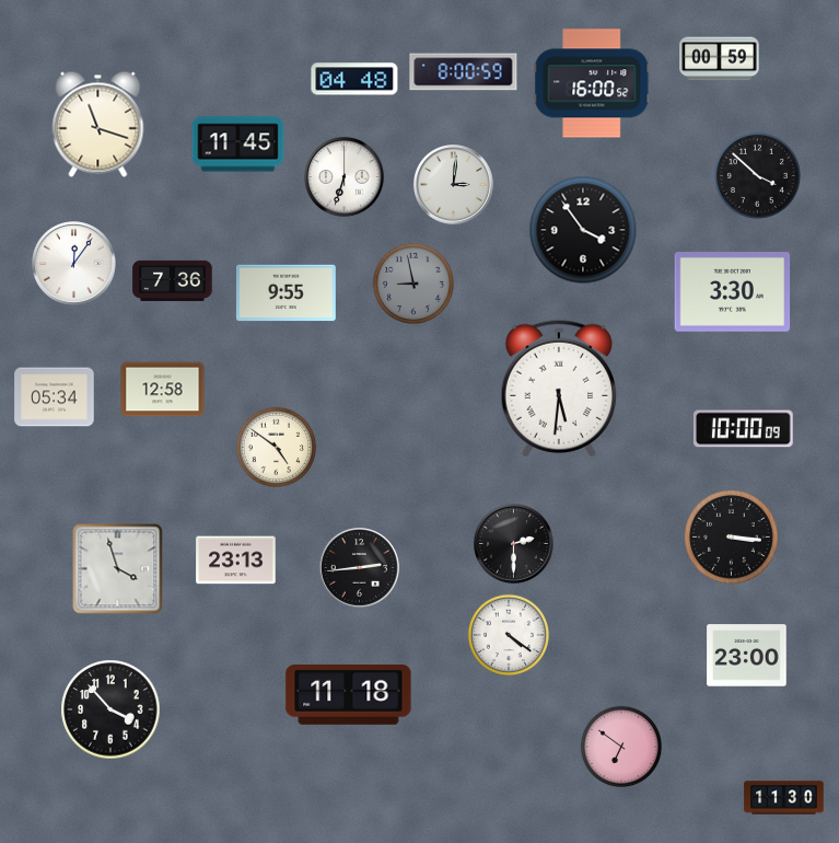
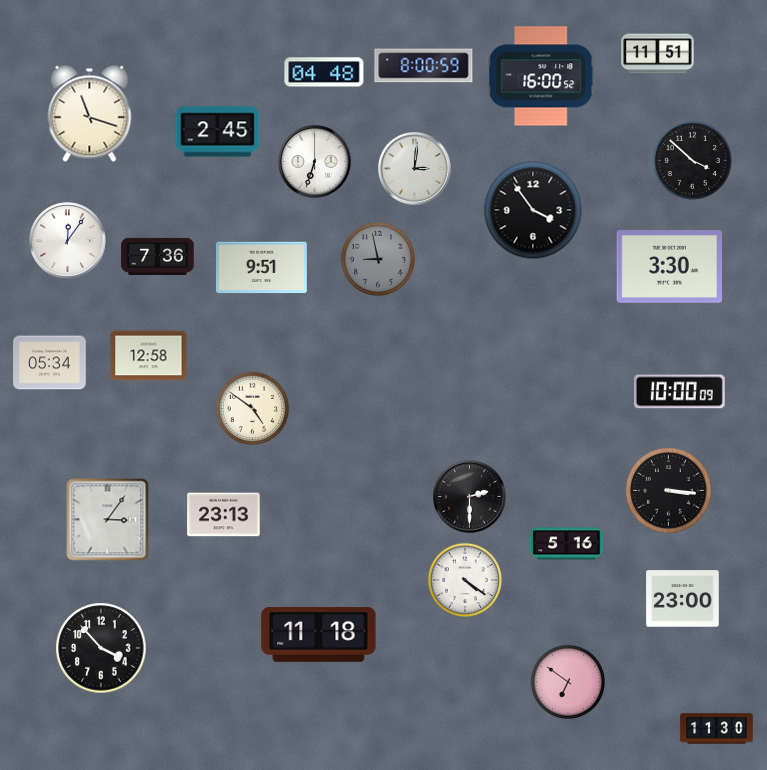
clock at (720, 59): 00:59 -> 11:51
clock at (238, 145): 11:45 -> 2:45
clock at (287, 293): 9:55 -> 9:51
clock at (558, 389): 5:31 -> none
clock at (236, 561) position: (236, 561) -> (224, 515)
clock at (360, 568): 2:44 -> none
clock at (118, 569): 3:57 -> 3:06
clock at (567, 544): none -> 5:16
